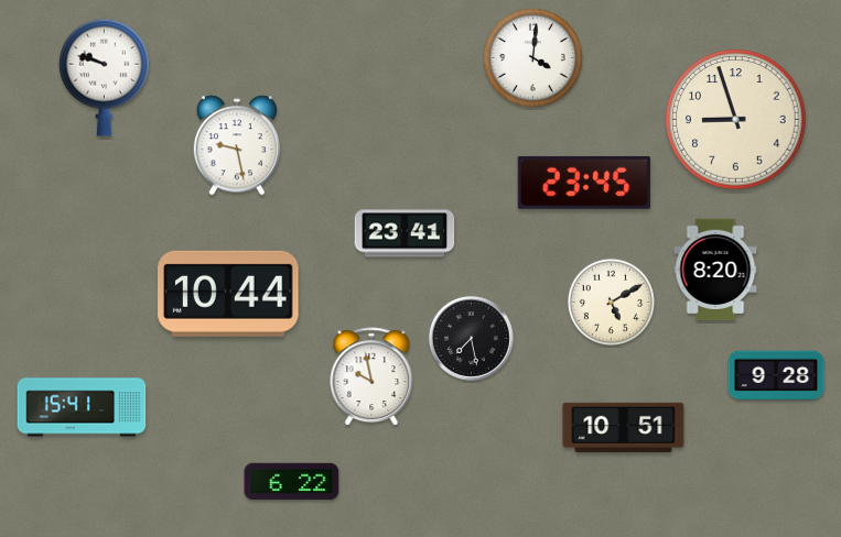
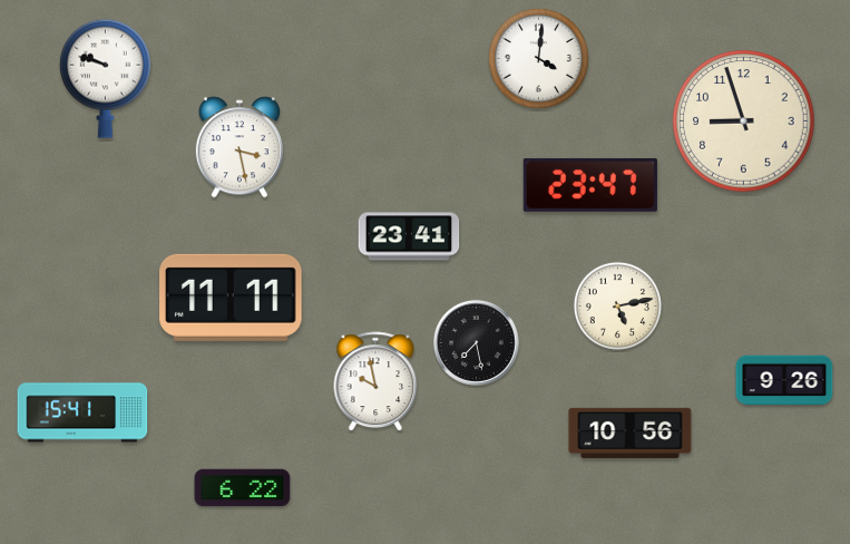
clock at (236, 145): 9:28 -> 3:28
clock at (584, 183): 23:45 -> 23:47
clock at (715, 270): 8:20 -> none
clock at (229, 294): 10:44 -> 11:11
clock at (611, 302): 5:10 -> 5:13
clock at (776, 375): 9:28 -> 9:26
clock at (624, 427): 10:51 -> 10:56
clock at (292, 482) position: (292, 482) -> (243, 488)
